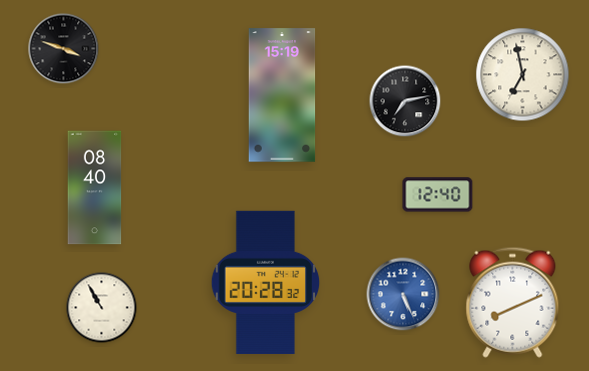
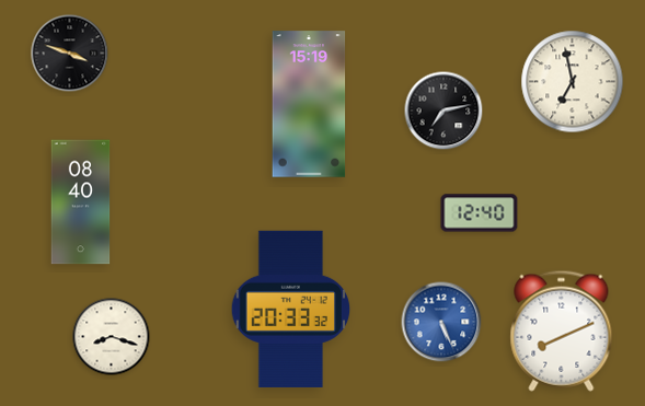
clock at (95, 188) position: (95, 188) -> (81, 202)
clock at (266, 282): 20:28 -> 20:33
clock at (102, 308): 10:55 -> 8:18
